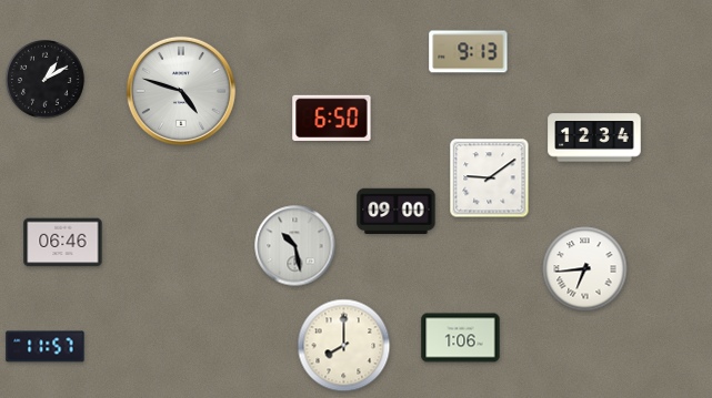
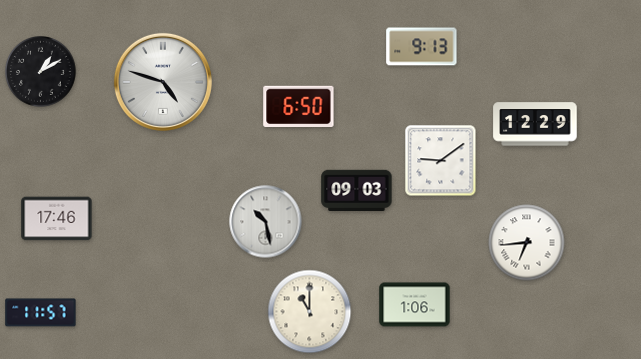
clock at (594, 137): 12:34 -> 12:29
clock at (397, 211): 09:00 -> 09:03
clock at (63, 243): 06:46 -> 17:46
clock at (344, 346): 8:00 -> 11:00
